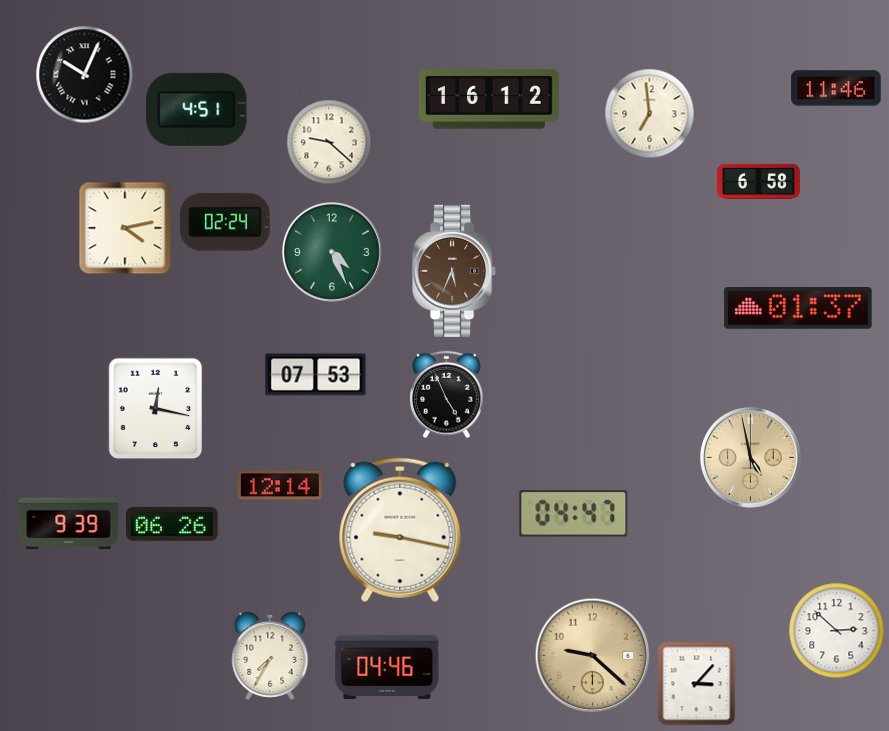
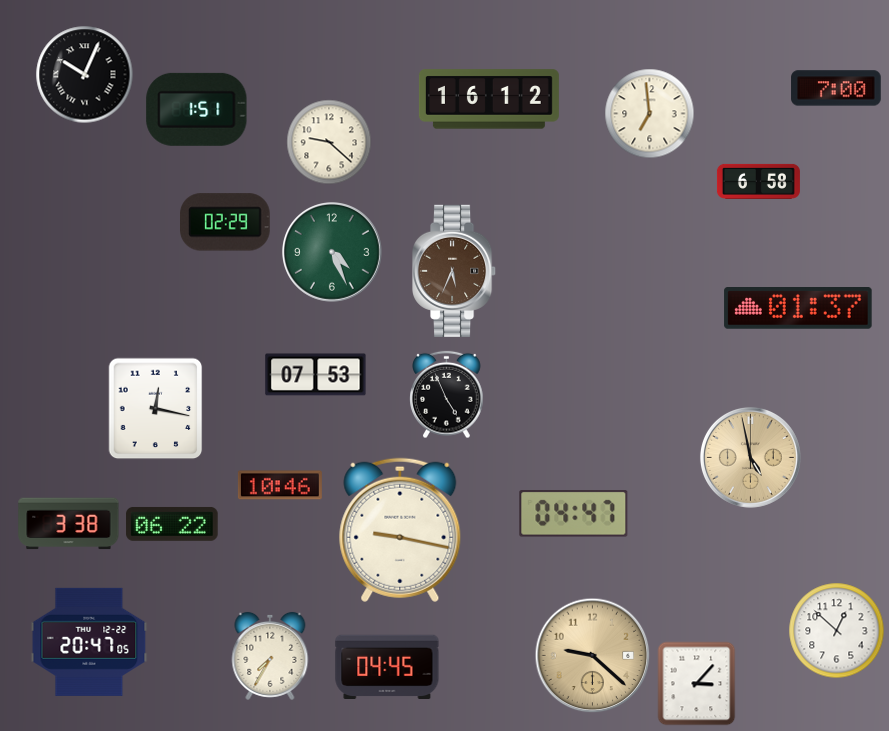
clock at (836, 88): 11:46 -> 7:00
clock at (197, 109): 4:51 -> 1:51
clock at (226, 222): 02:24 -> 02:29
clock at (125, 228): 4:13 -> none
clock at (280, 485): 12:14 -> 10:46
clock at (69, 524): 9:39 -> 3:38
clock at (172, 524): 06:26 -> 06:22
clock at (836, 630): 2:52 -> 12:52
clock at (89, 642): none -> 20:47
clock at (387, 666): 04:46 -> 04:45
